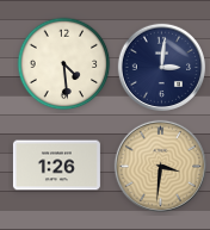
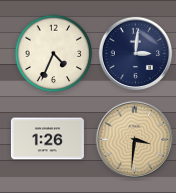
clock at (64, 64): 4:29 -> 4:34
clock at (161, 67) position: (161, 67) -> (135, 53)
